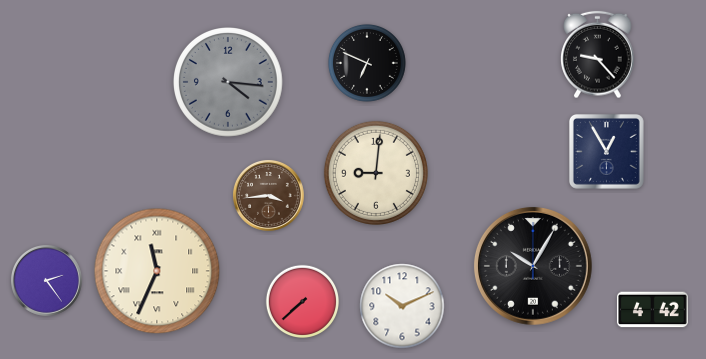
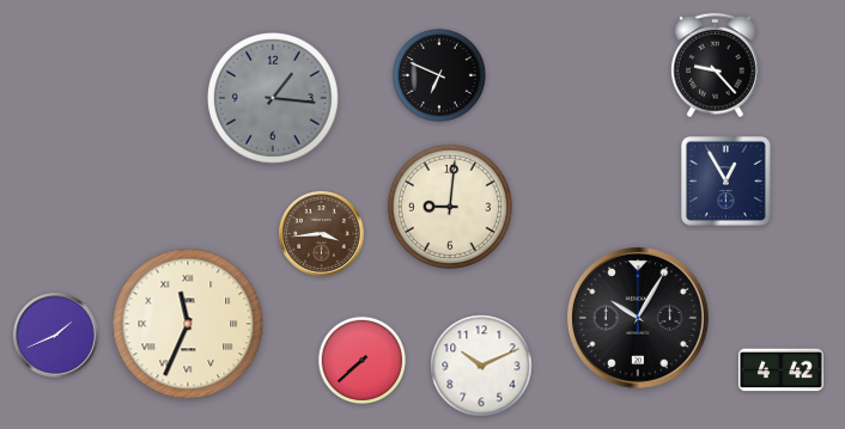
clock at (229, 83): 4:16 -> 1:16
clock at (46, 280): 2:24 -> 1:41
